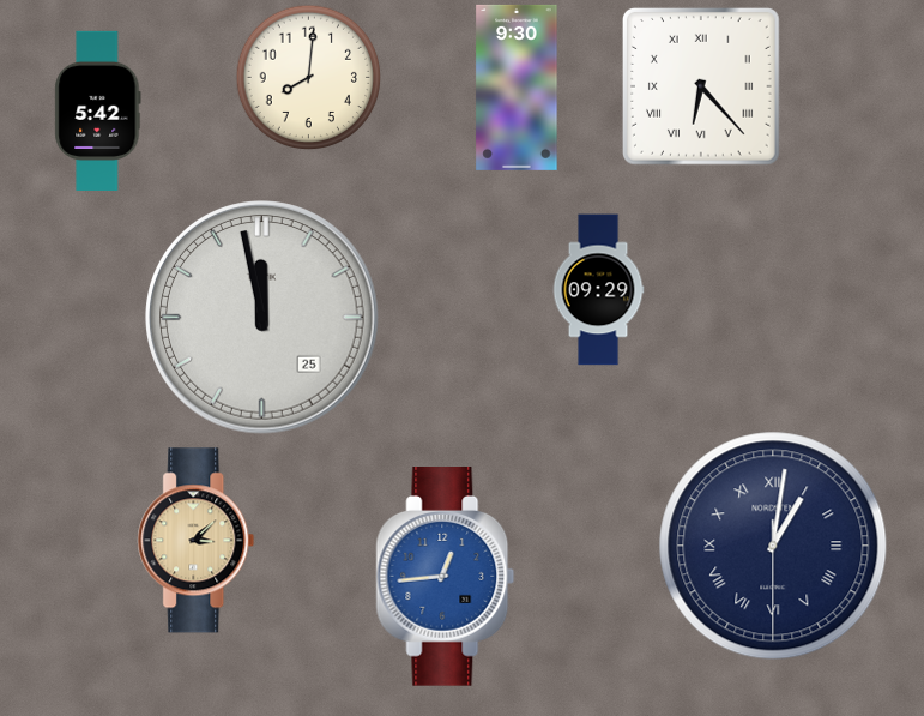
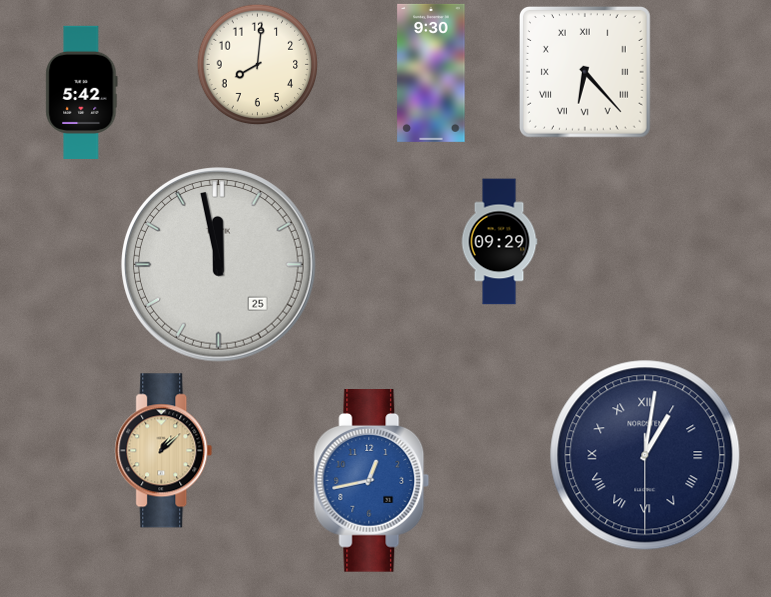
clock at (197, 541): 3:08 -> 1:08
clock at (446, 577): 12:44 -> 12:43
